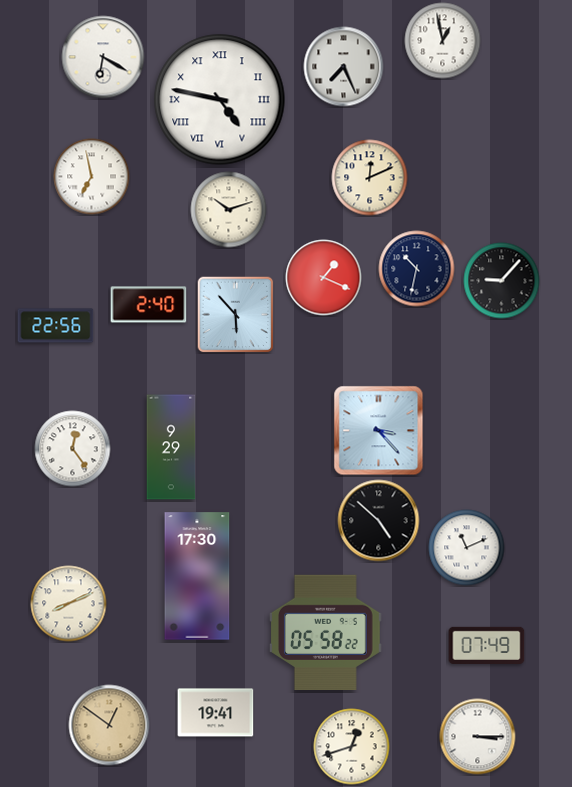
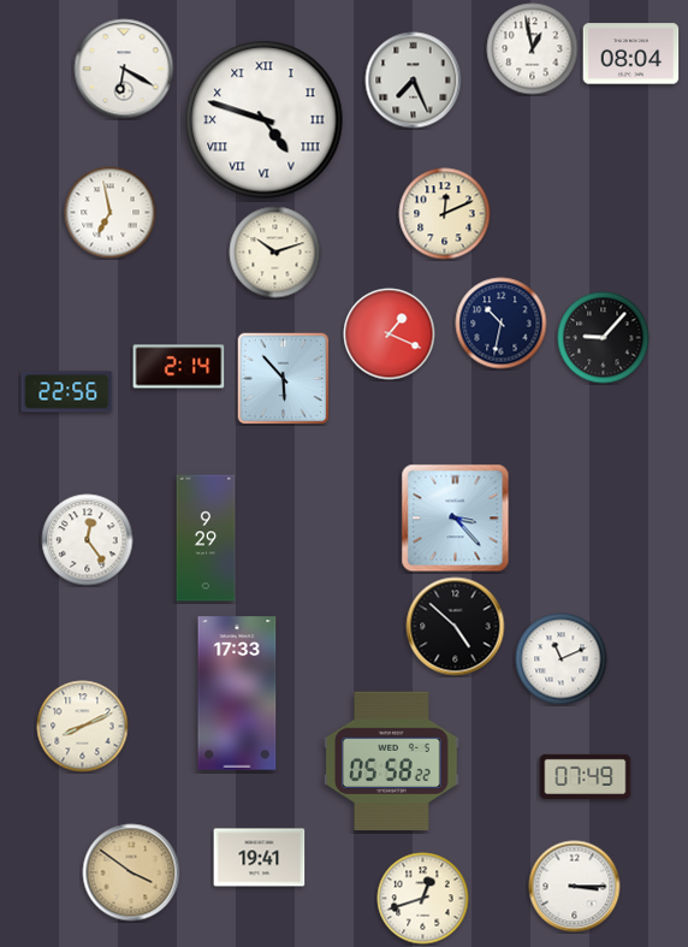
clock at (631, 54): none -> 08:04
clock at (220, 100): 4:47 -> 4:48
clock at (149, 305): 2:40 -> 2:14
clock at (197, 576): 17:30 -> 17:33
clock at (109, 725): 12:51 -> 3:51
